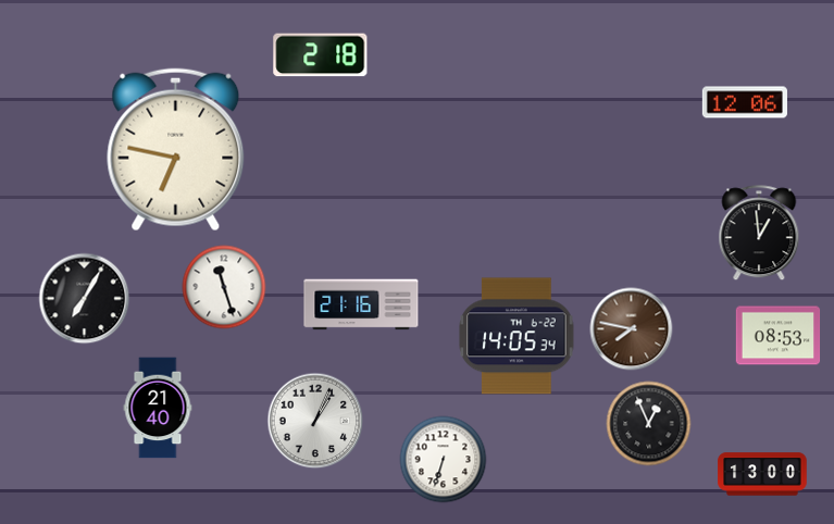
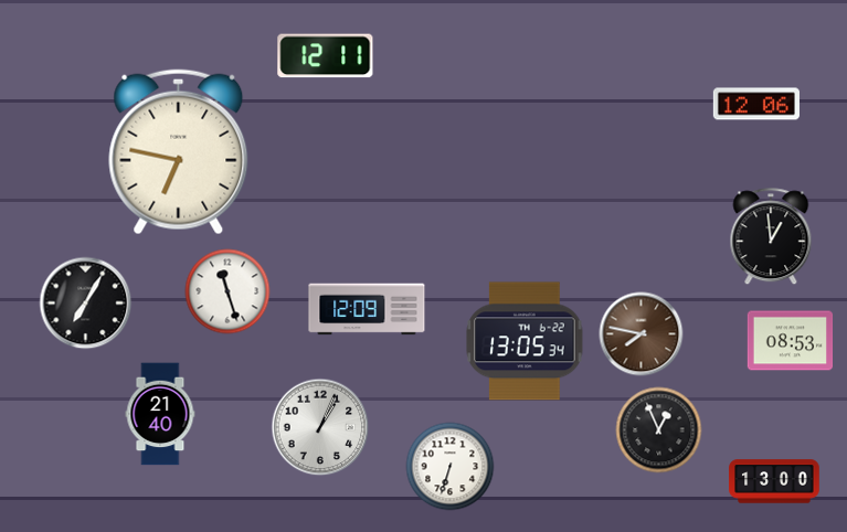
clock at (321, 55): 2:18 -> 12:11
clock at (361, 304): 21:16 -> 12:09
clock at (516, 336): 14:05 -> 13:05
